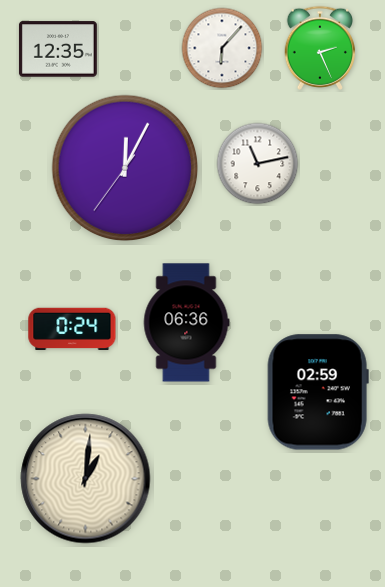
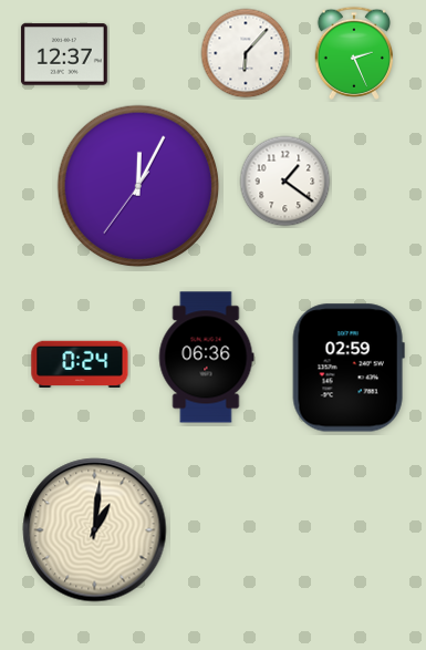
clock at (58, 49): 12:35 -> 12:37
clock at (258, 164): 11:13 -> 1:21
clock at (318, 392) position: (318, 392) -> (349, 368)
